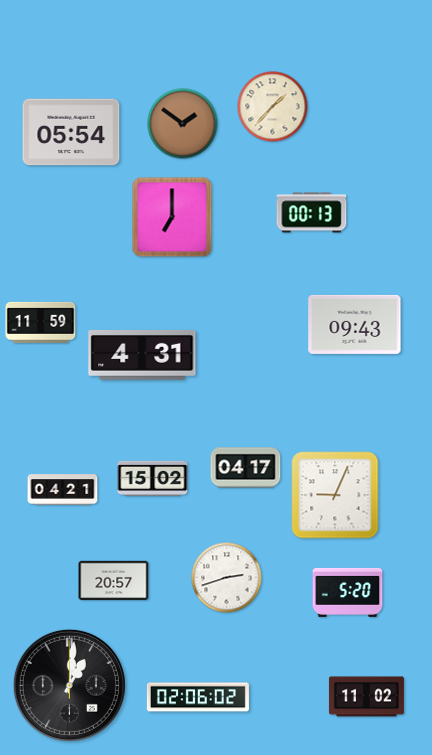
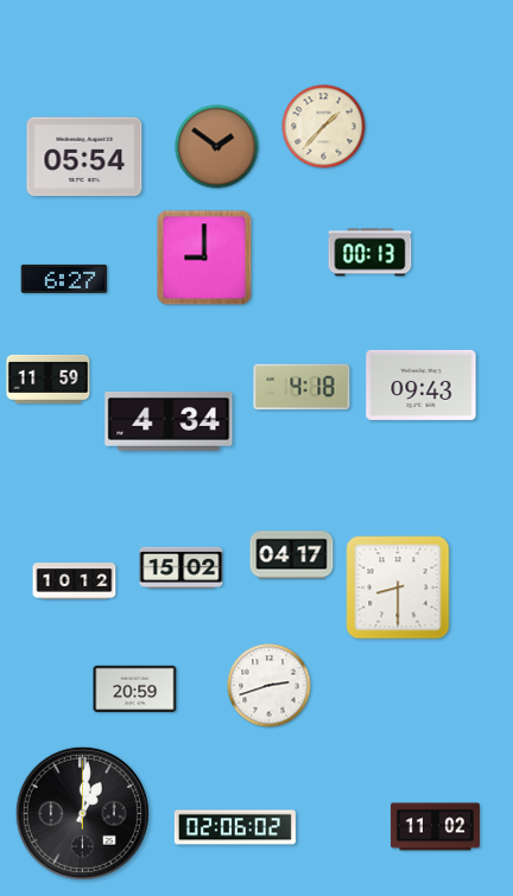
clock at (172, 217): 7:00 -> 9:00
clock at (64, 279): none -> 6:27
clock at (41, 322) position: (41, 322) -> (49, 379)
clock at (302, 387): none -> 4:18
clock at (142, 355): 4:31 -> 4:34
clock at (63, 490): 04:21 -> 10:12
clock at (335, 495): 9:04 -> 8:30
clock at (114, 581): 20:57 -> 20:59
clock at (348, 592): 5:20 -> none
